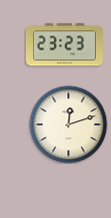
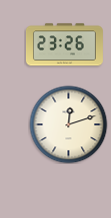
clock at (64, 45): 23:23 -> 23:26
